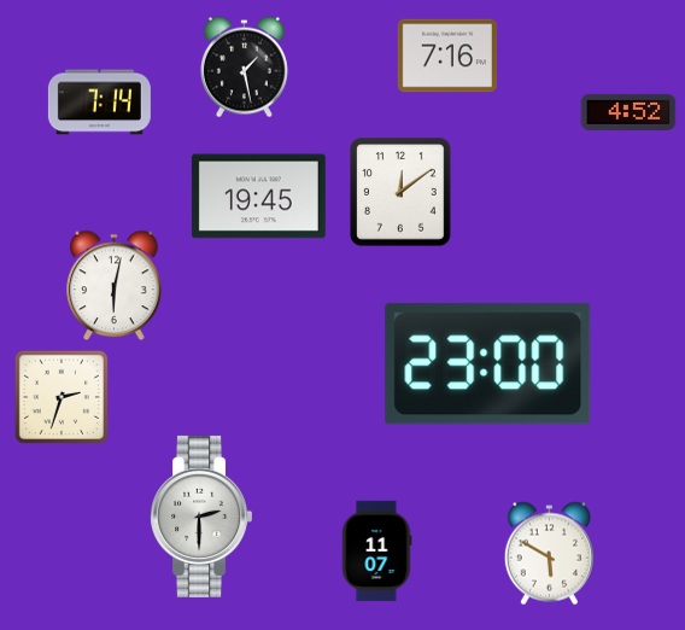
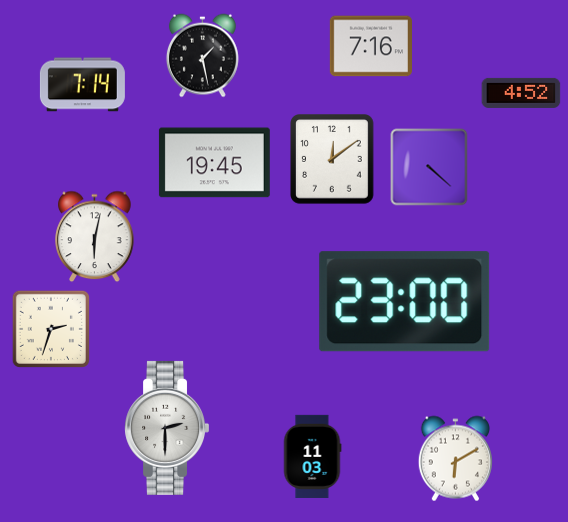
clock at (429, 167): none -> 4:22
clock at (376, 550): 11:07 -> 11:03
clock at (549, 554): 5:50 -> 6:10
